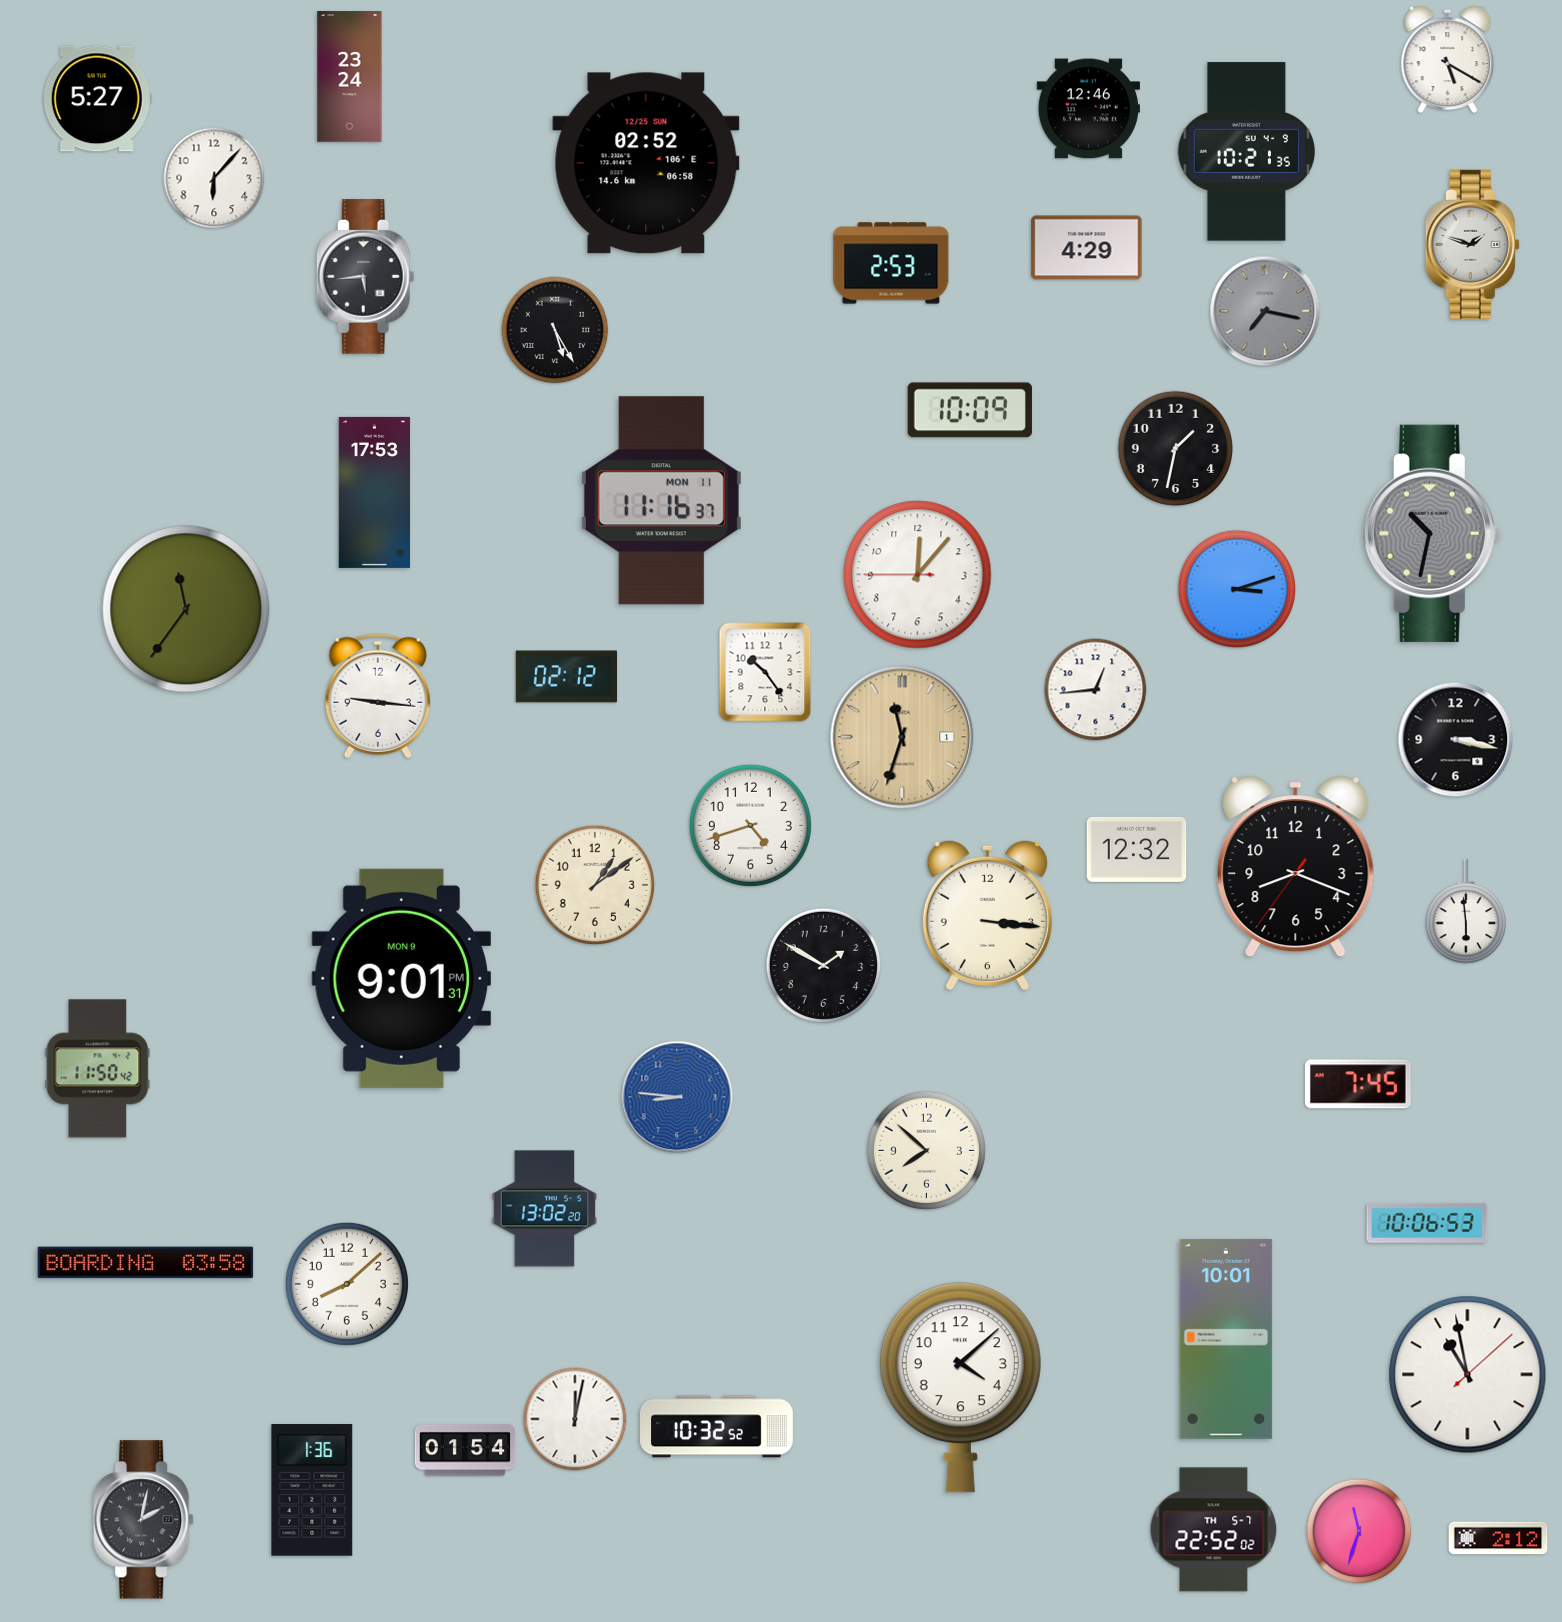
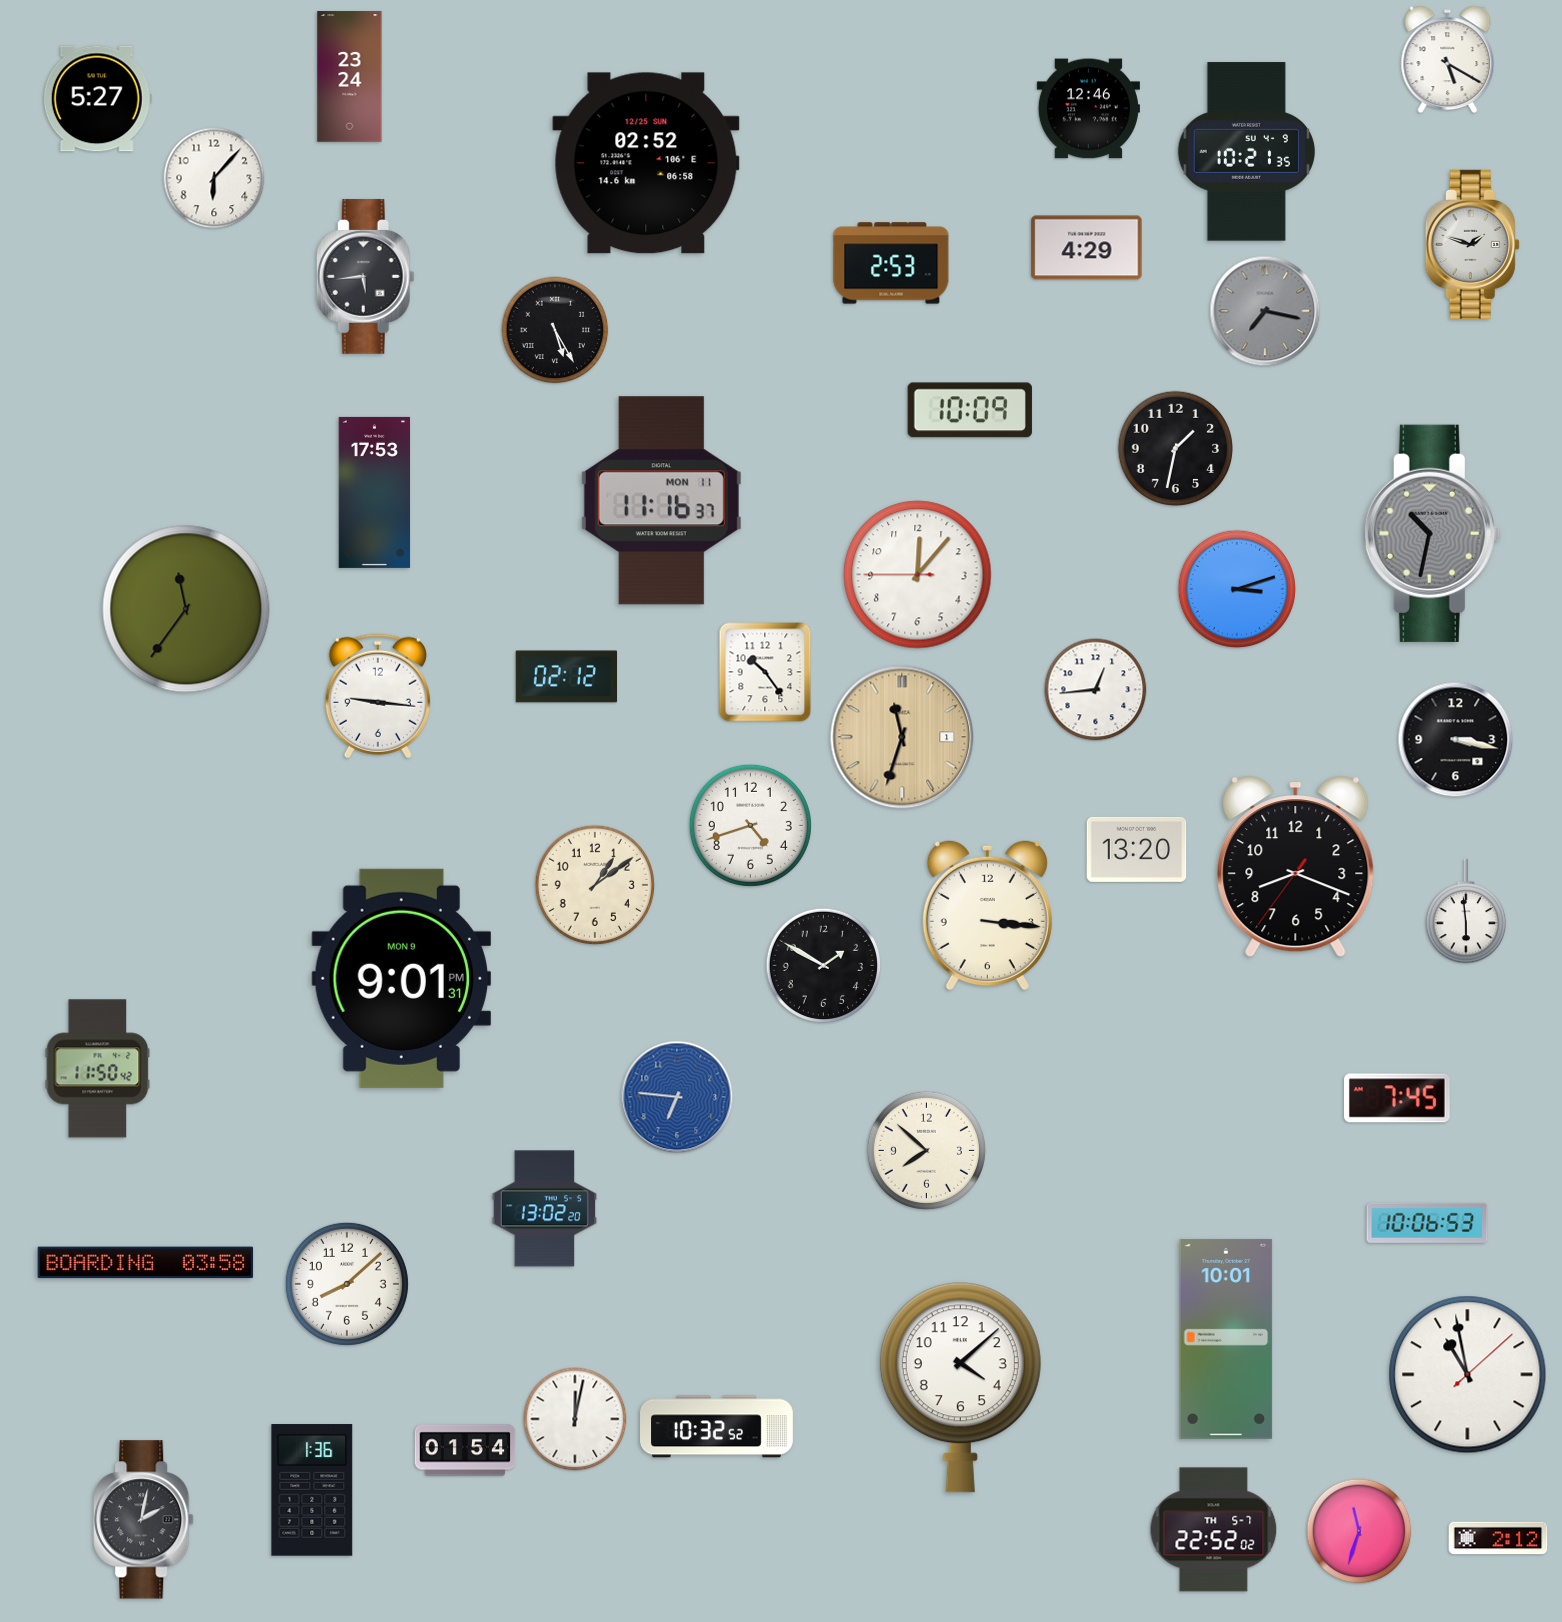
clock at (1137, 849): 12:32 -> 13:20
clock at (1358, 1084) position: (1358, 1084) -> (1397, 1098)
clock at (677, 1097): 8:46 -> 6:46
